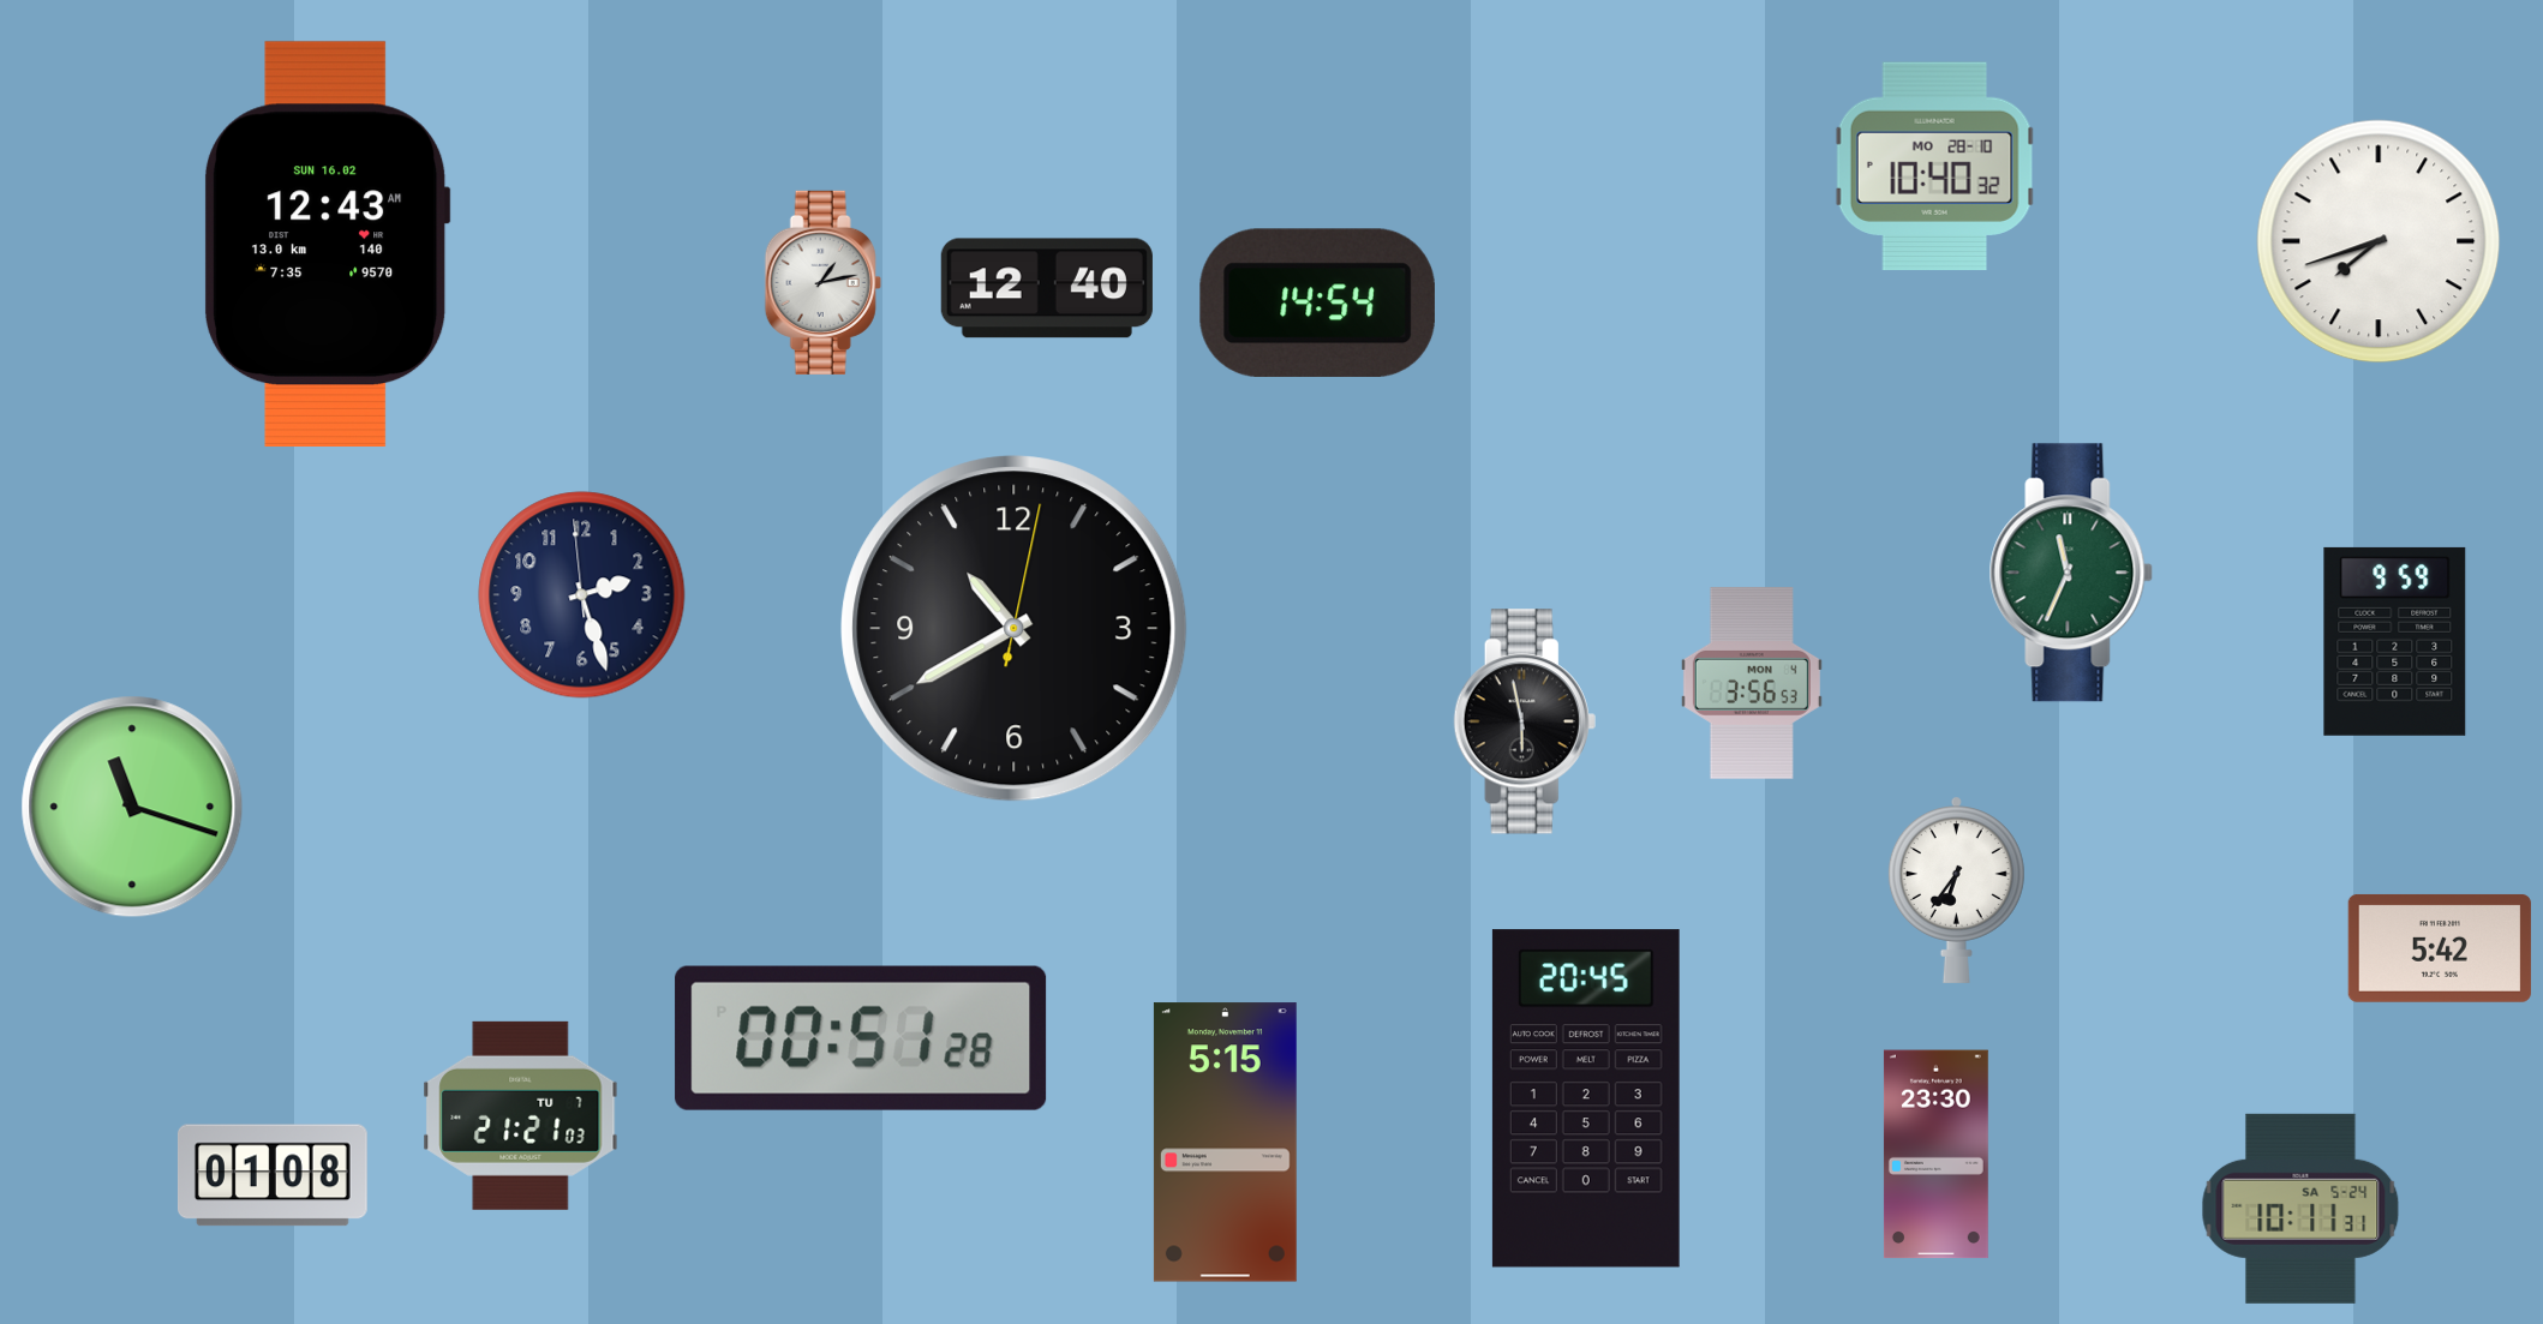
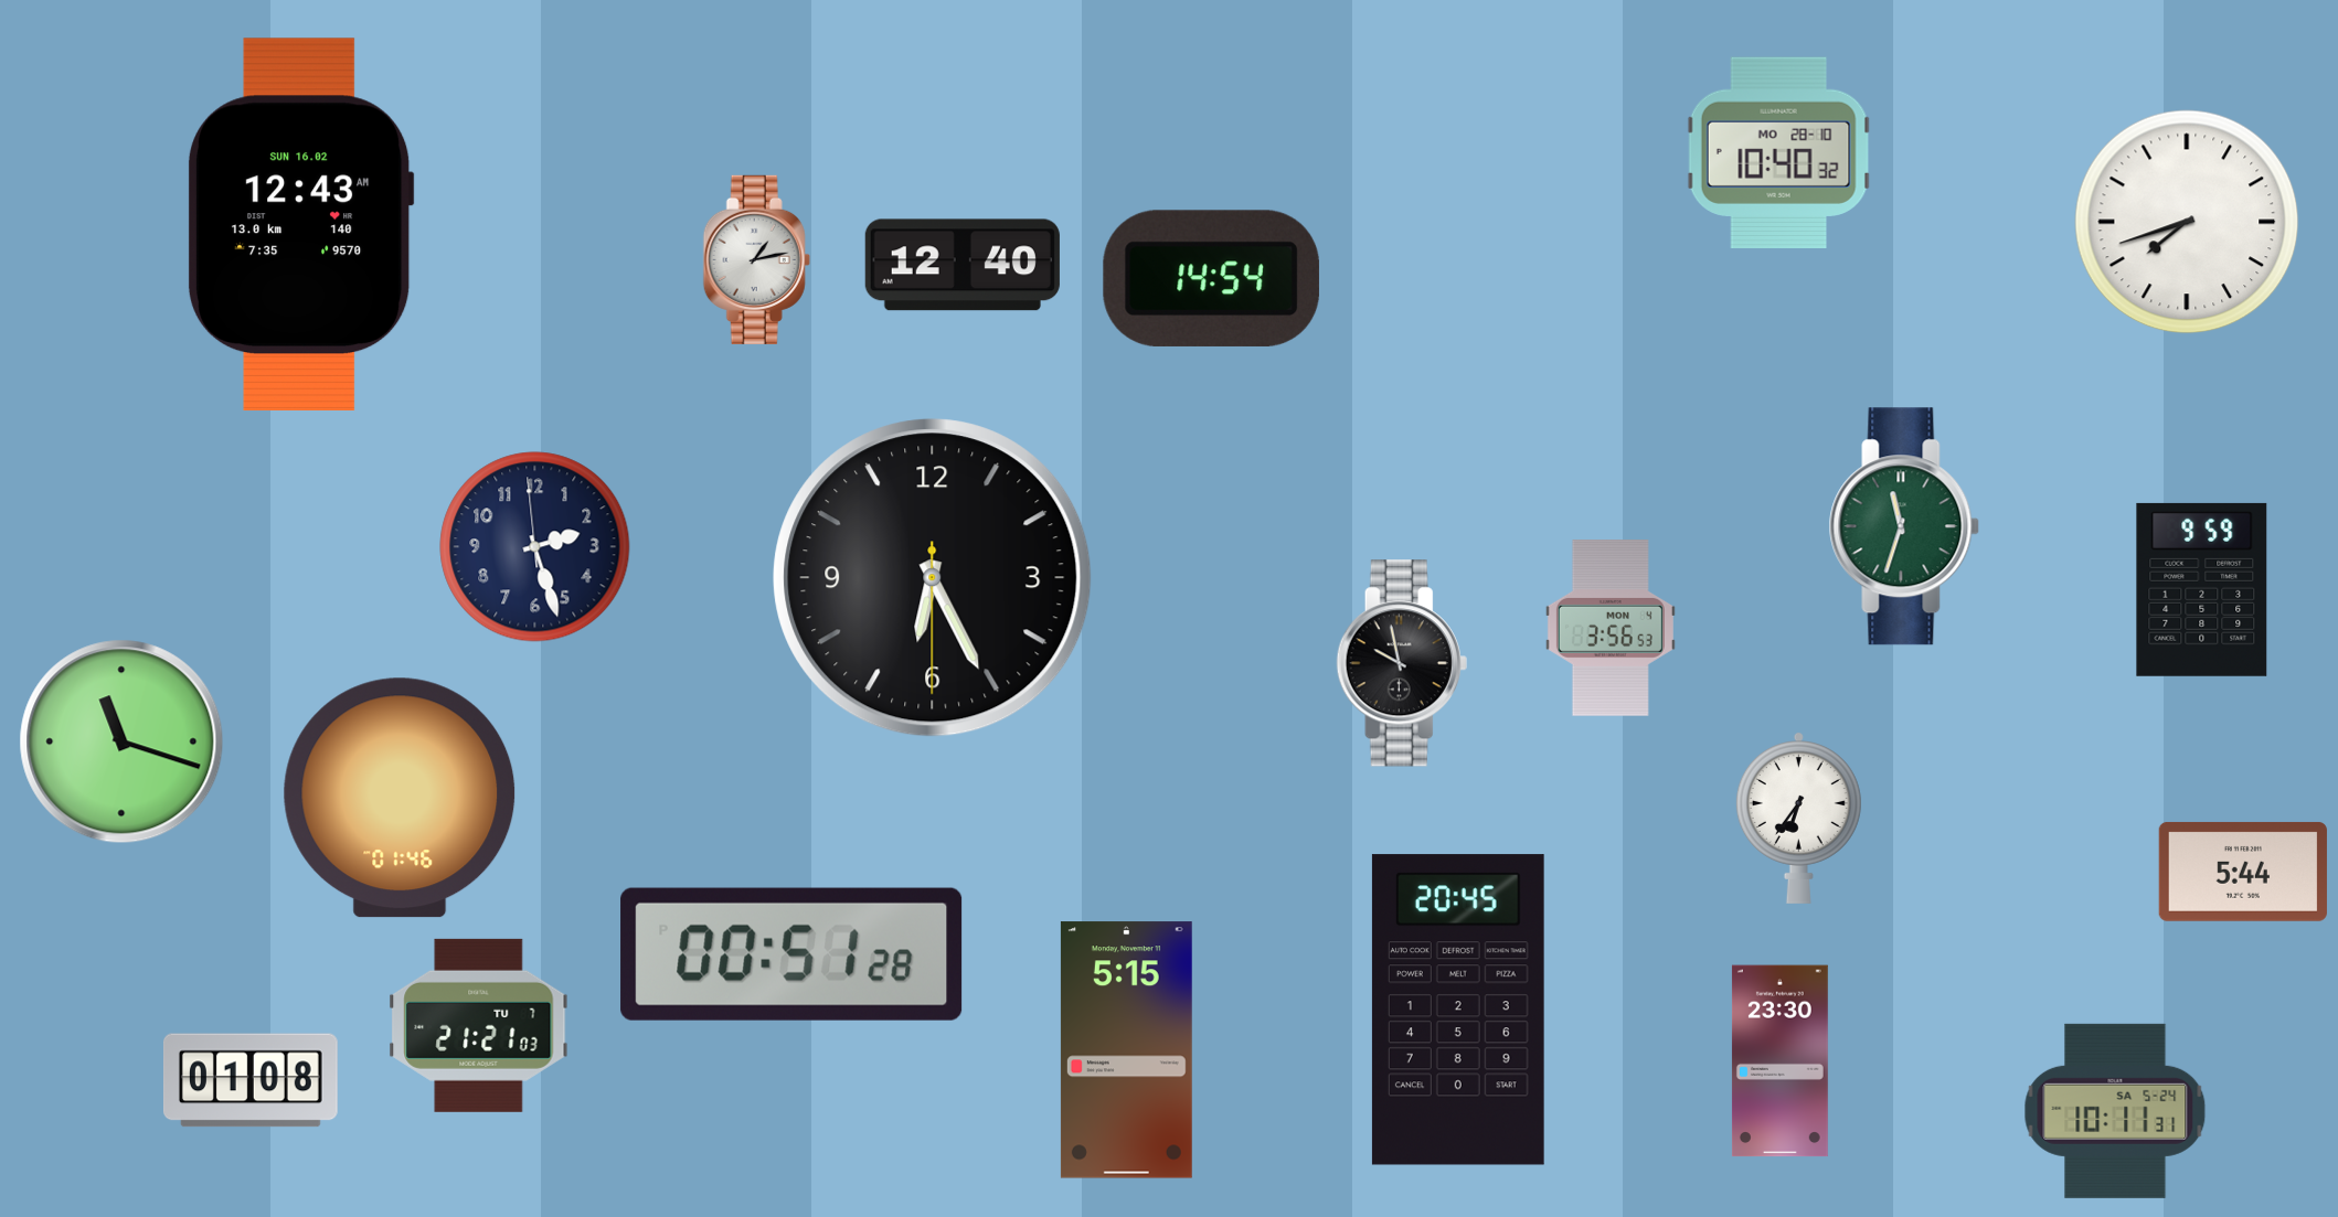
clock at (2071, 573): 11:34 -> 11:33
clock at (1015, 629): 10:40 -> 6:25
clock at (1525, 721): 5:58 -> 9:58
clock at (400, 798): none -> 01:46
clock at (2440, 948): 5:42 -> 5:44
